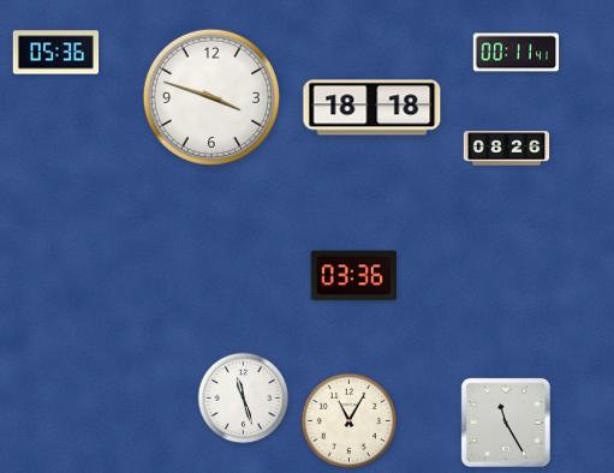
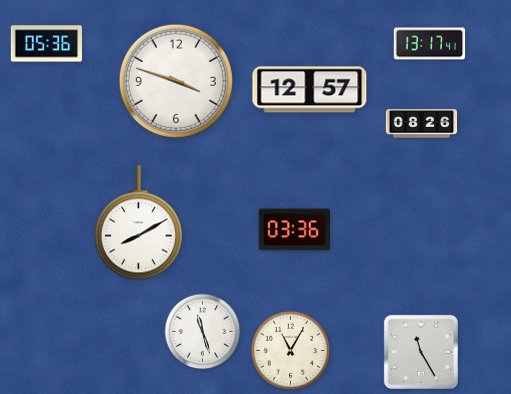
clock at (517, 53): 00:11 -> 13:17
clock at (372, 108): 18:18 -> 12:57
clock at (138, 223): none -> 8:10
